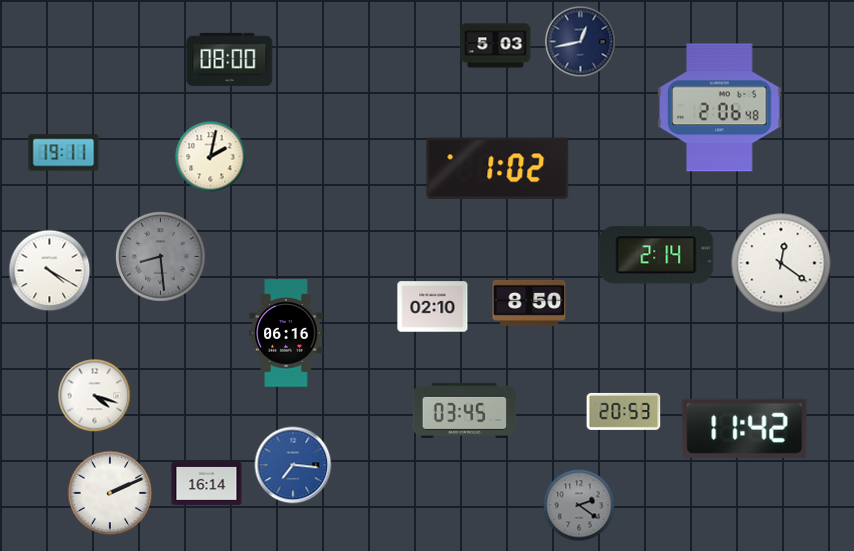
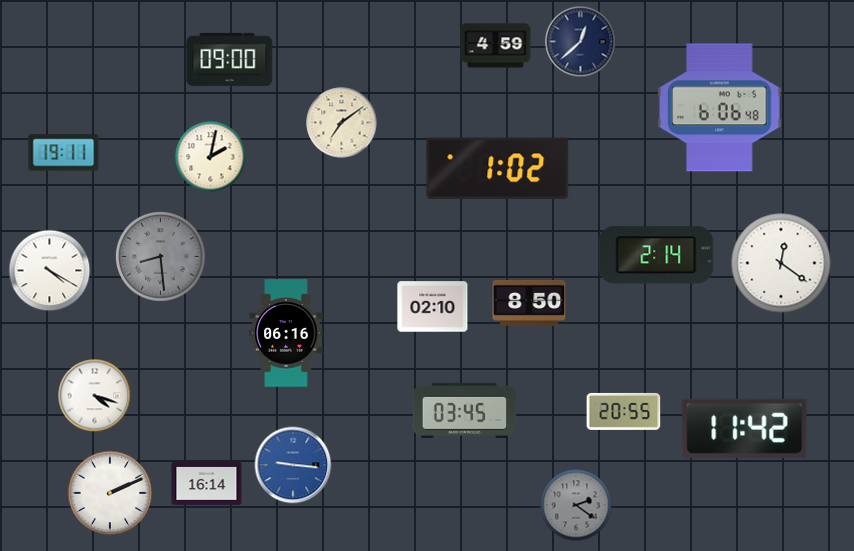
clock at (581, 42): 12:43 -> 12:38
clock at (496, 46): 5:03 -> 4:59
clock at (230, 59): 08:00 -> 09:00
clock at (720, 108): 2:06 -> 6:06
clock at (342, 123): none -> 7:09
clock at (624, 411): 20:53 -> 20:55
clock at (293, 465): 7:16 -> 9:16
clock at (579, 505) position: (579, 505) -> (576, 505)
